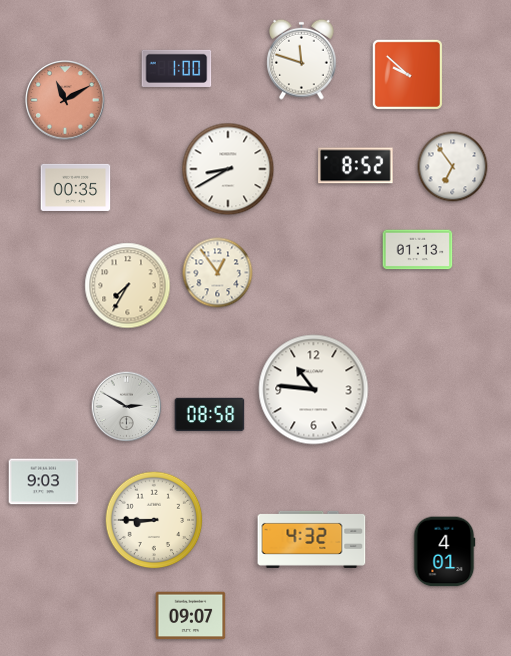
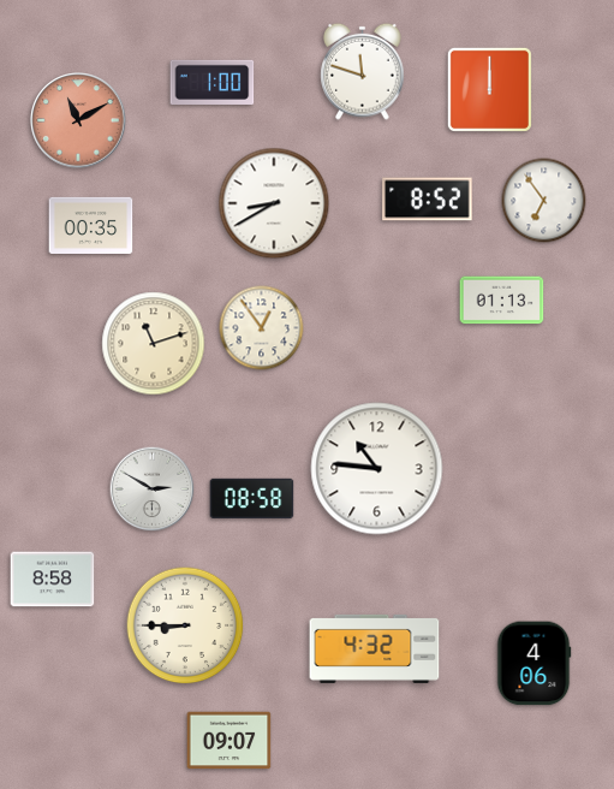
clock at (407, 74): 9:52 -> 12:00
clock at (128, 286): 7:35 -> 11:12
clock at (44, 482): 9:03 -> 8:58
clock at (444, 552): 4:01 -> 4:06
